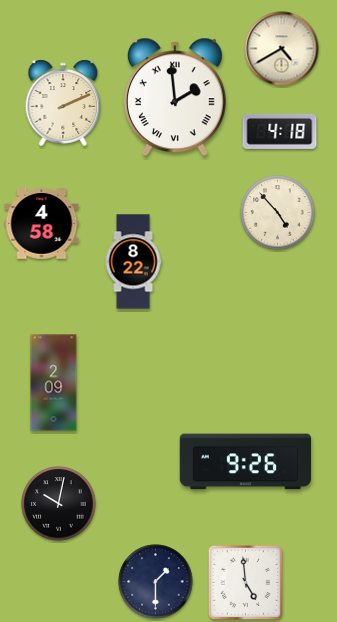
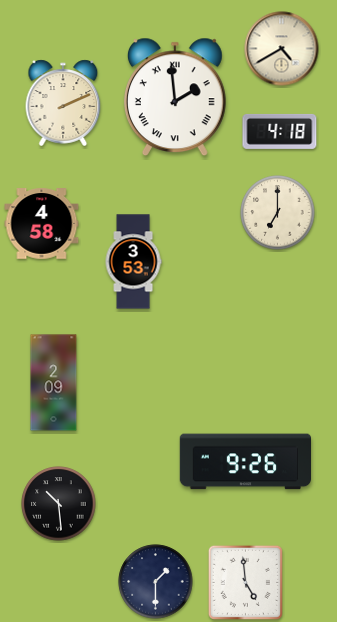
clock at (278, 213): 4:53 -> 7:00
clock at (133, 262): 8:22 -> 3:53
clock at (59, 504): 10:02 -> 10:29
